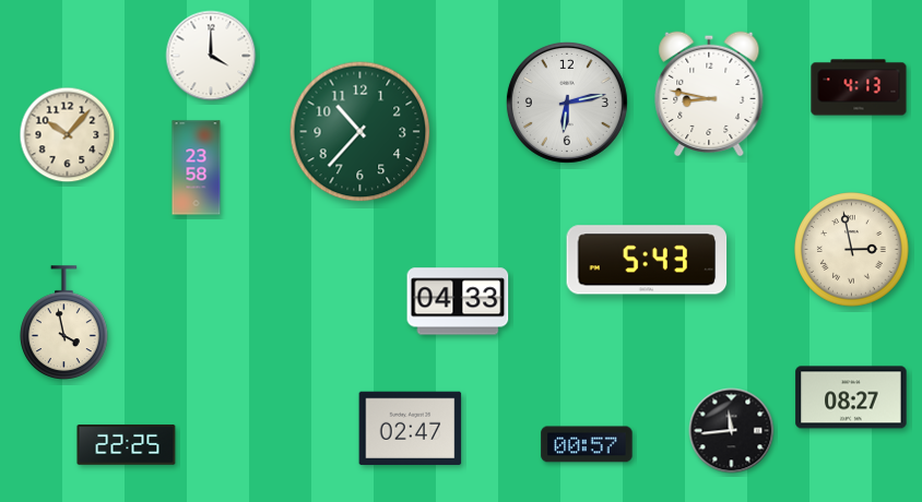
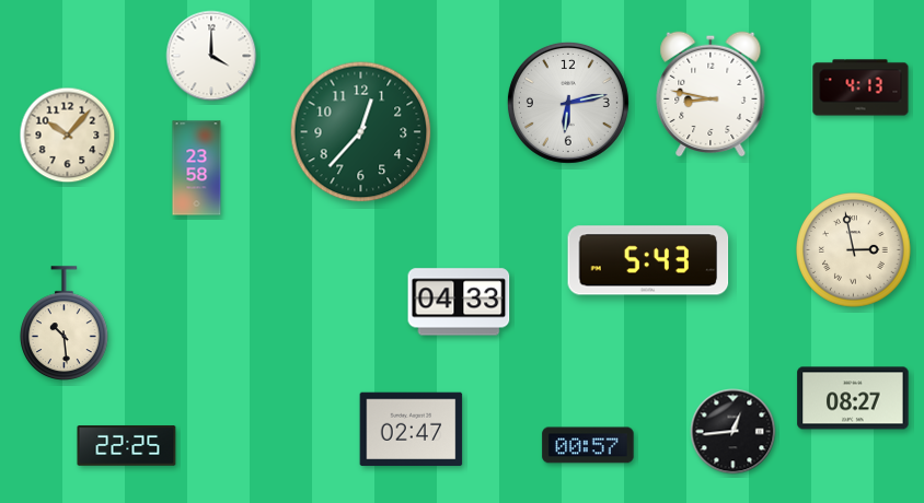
clock at (360, 132): 10:37 -> 12:37
clock at (64, 322): 3:58 -> 10:29
clock at (732, 431): 11:44 -> 12:44
